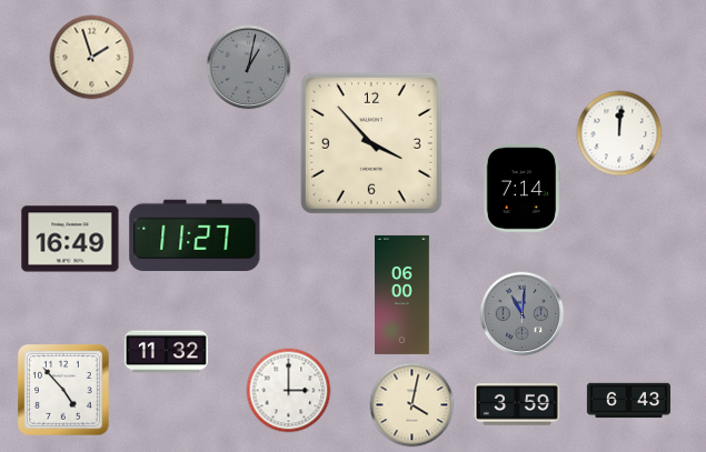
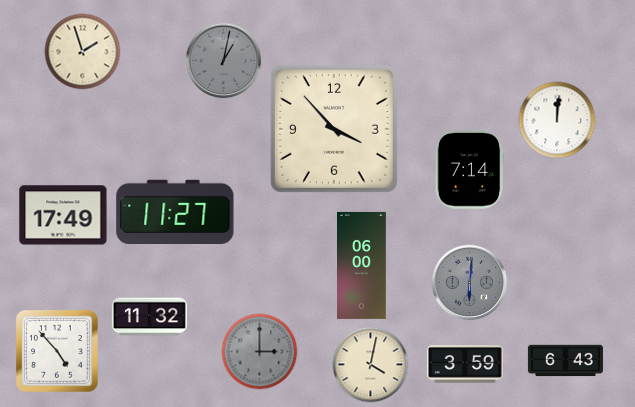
clock at (70, 239): 16:49 -> 17:49
clock at (523, 314): 11:01 -> 6:01
clock at (289, 391) dial: white -> grey
